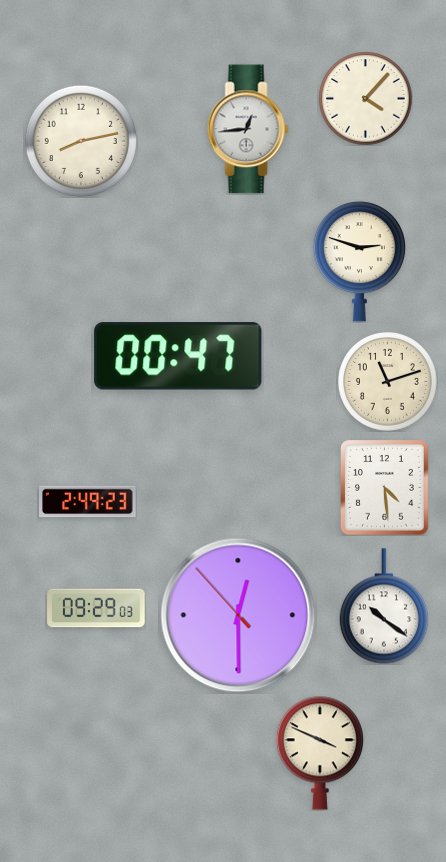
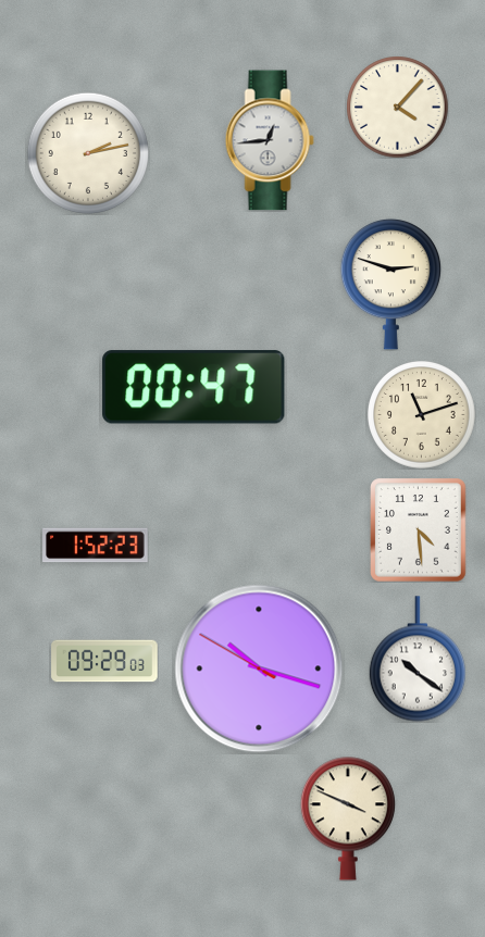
clock at (81, 141): 8:13 -> 2:13
clock at (88, 502): 2:49 -> 1:52
clock at (238, 615): 12:29 -> 10:17
